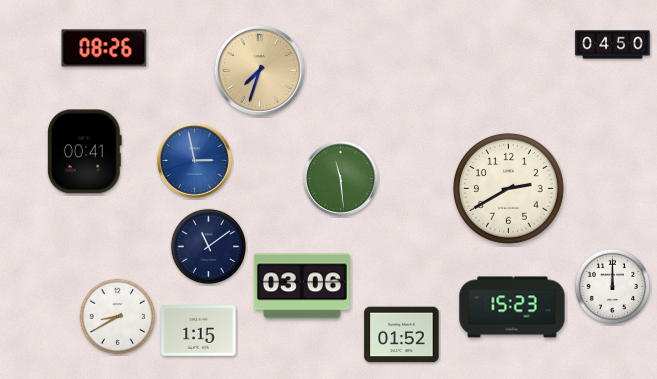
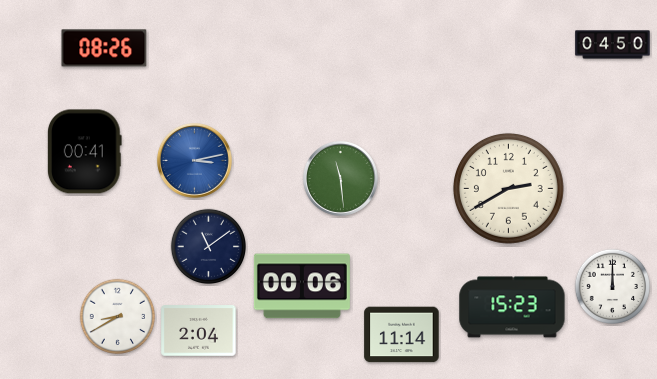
clock at (259, 70): 7:33 -> none
clock at (194, 161): 2:58 -> 3:13
clock at (302, 286): 03:06 -> 00:06
clock at (199, 331): 1:15 -> 2:04
clock at (402, 335): 01:52 -> 11:14
